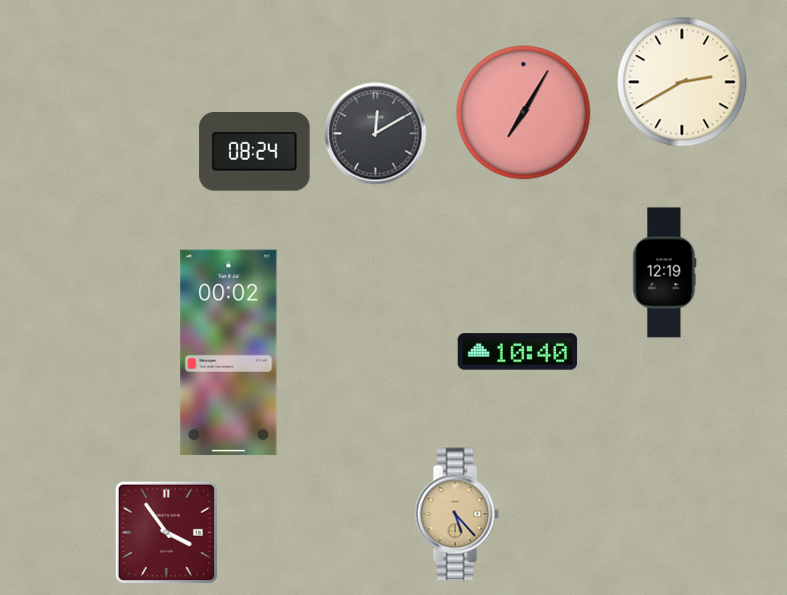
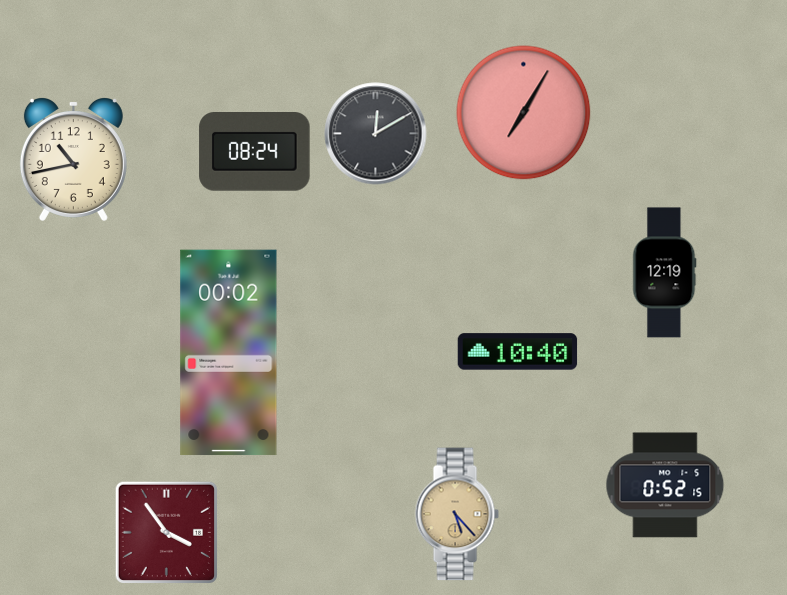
clock at (682, 82): 2:40 -> none
clock at (73, 160): none -> 10:43
clock at (665, 485): none -> 0:52
